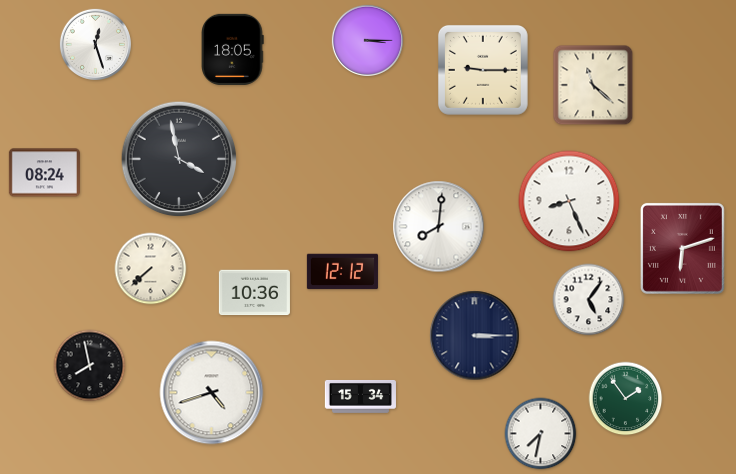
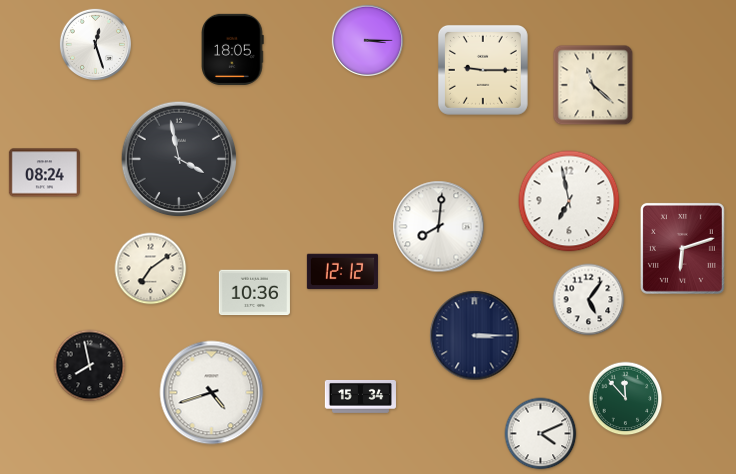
clock at (569, 201): 8:26 -> 6:58
clock at (151, 269): 7:38 -> 7:09
clock at (626, 399): 1:54 -> 11:53
clock at (541, 434): 7:32 -> 4:11
